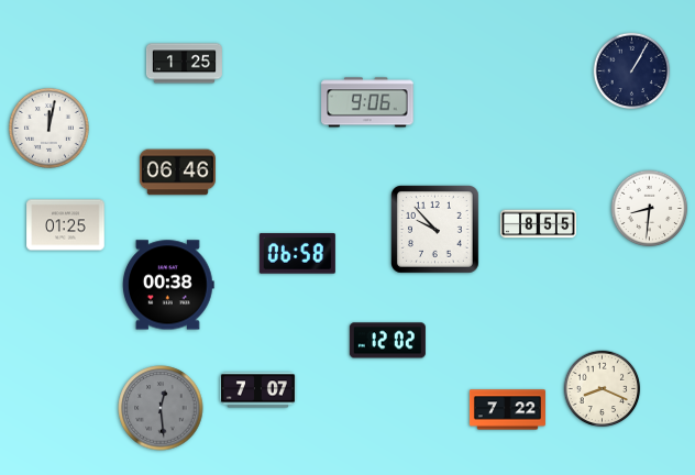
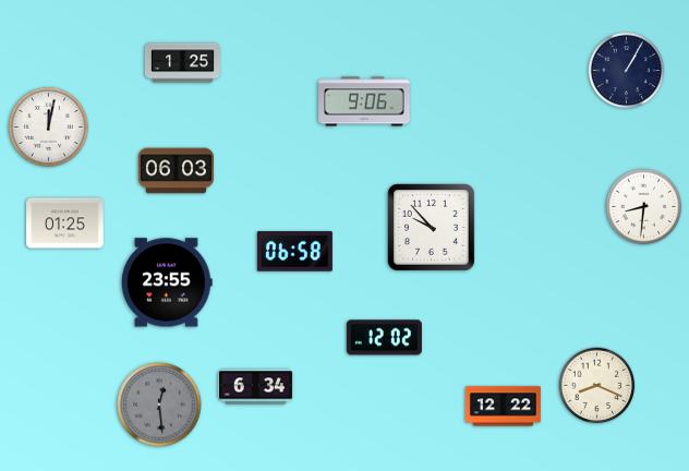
clock at (177, 173): 06:46 -> 06:03
clock at (538, 224): 8:55 -> none
clock at (168, 285): 00:38 -> 23:55
clock at (257, 390): 7:07 -> 6:34
clock at (507, 410): 7:22 -> 12:22
